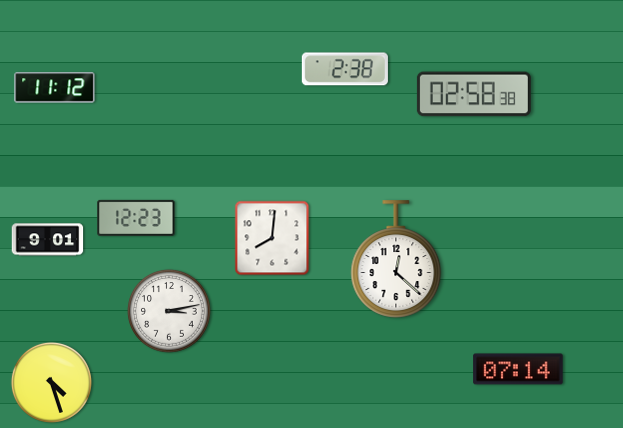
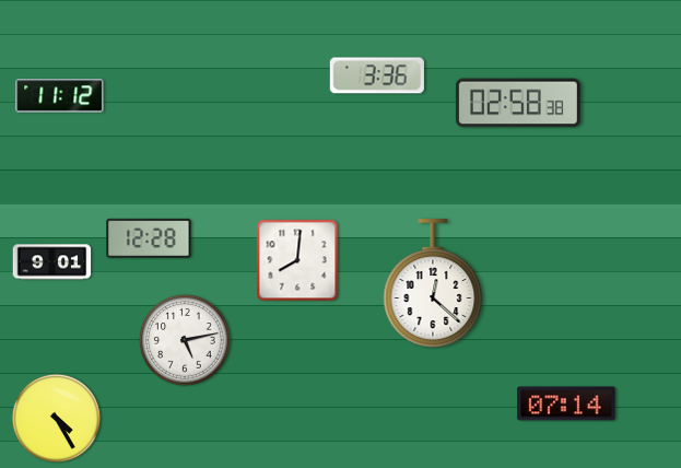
clock at (345, 69): 2:38 -> 3:36
clock at (136, 218): 12:23 -> 12:28
clock at (169, 311): 3:13 -> 5:13
clock at (51, 382): 4:27 -> 4:25
